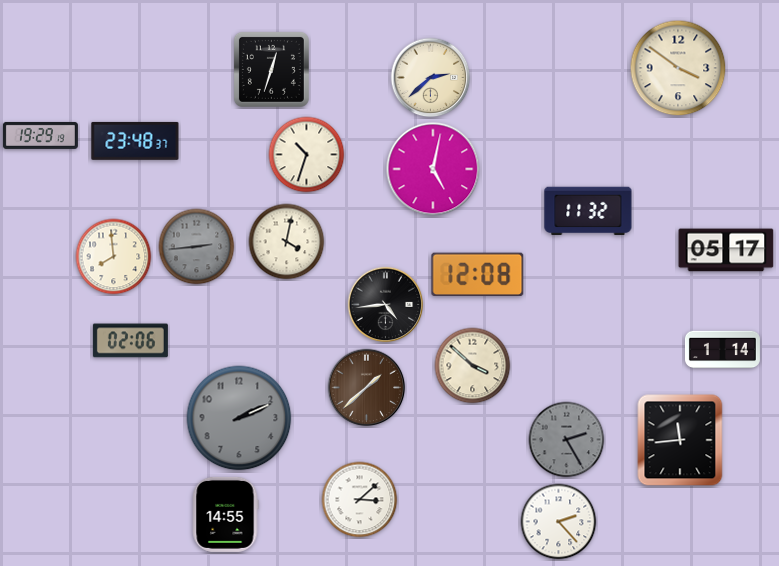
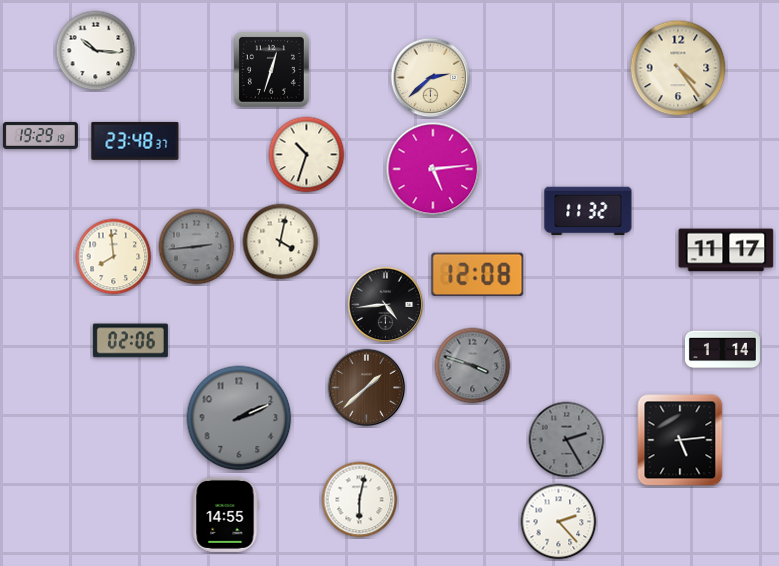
clock at (96, 51): none -> 10:16
clock at (678, 68): 3:51 -> 4:24
clock at (433, 169): 5:02 -> 5:14
clock at (287, 242) position: (287, 242) -> (281, 242)
clock at (726, 250): 05:17 -> 11:17
clock at (473, 366): 3:52 -> 3:48
clock at (473, 366) dial: cream -> grey
clock at (680, 440): 11:44 -> 5:14
clock at (360, 500): 3:08 -> 6:02
